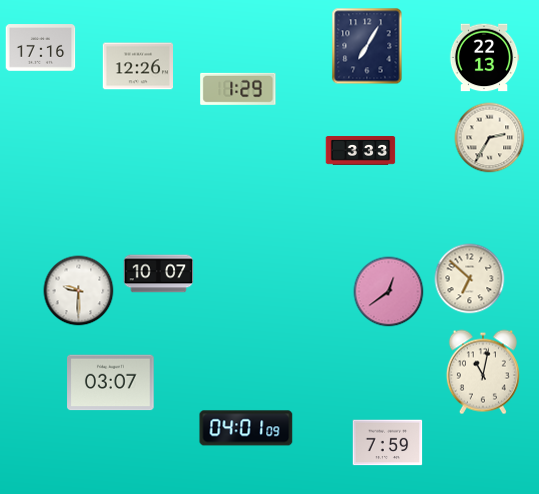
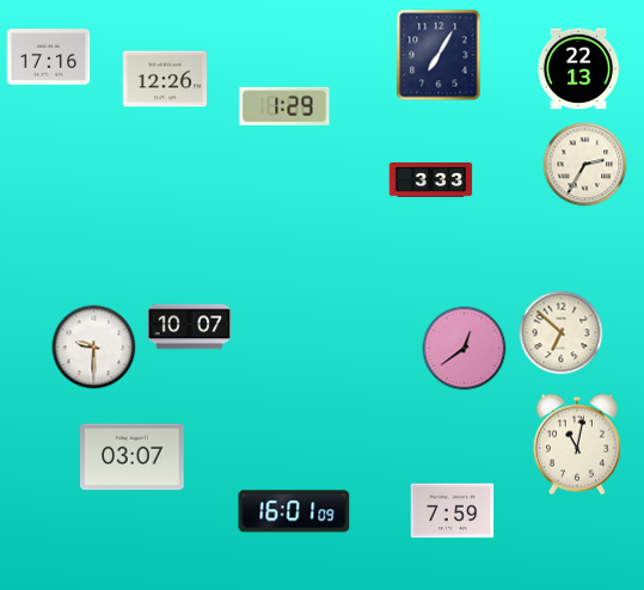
clock at (246, 428): 04:01 -> 16:01
clock at (388, 443) position: (388, 443) -> (453, 511)
